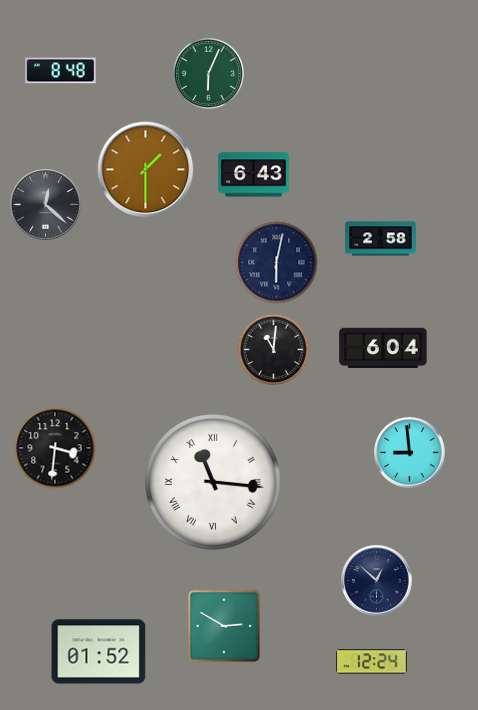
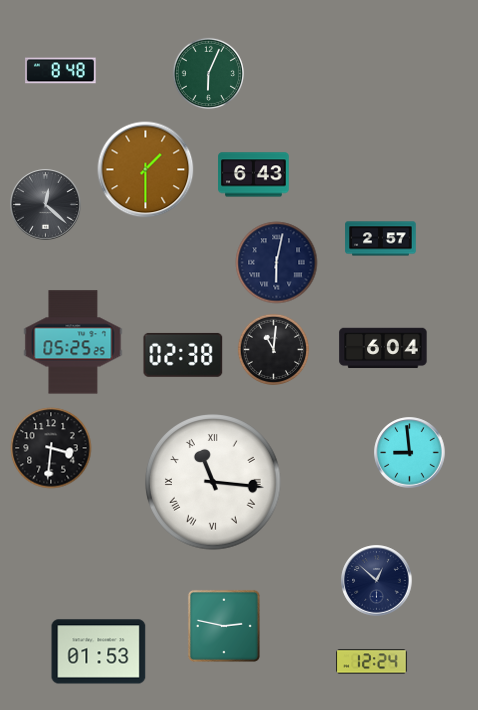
clock at (381, 239): 2:58 -> 2:57
clock at (73, 342): none -> 05:25
clock at (183, 355): none -> 02:38
clock at (55, 448) position: (55, 448) -> (51, 448)
clock at (224, 626): 2:50 -> 2:47
clock at (99, 652): 01:52 -> 01:53
